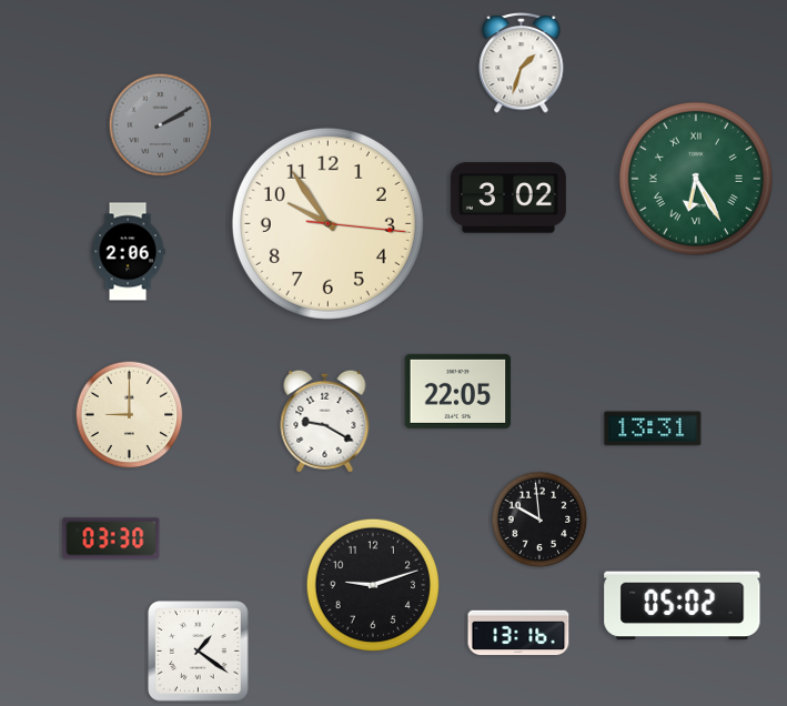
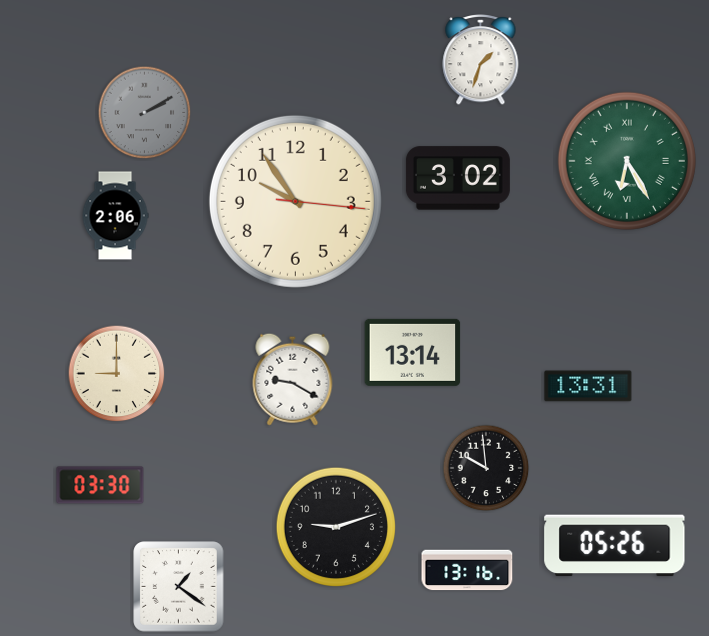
clock at (522, 63) position: (522, 63) -> (481, 60)
clock at (128, 252) position: (128, 252) -> (115, 216)
clock at (458, 391): 22:05 -> 13:14
clock at (683, 606): 05:02 -> 05:26
